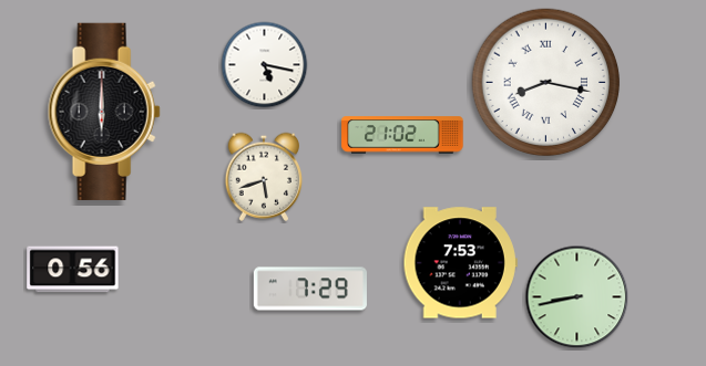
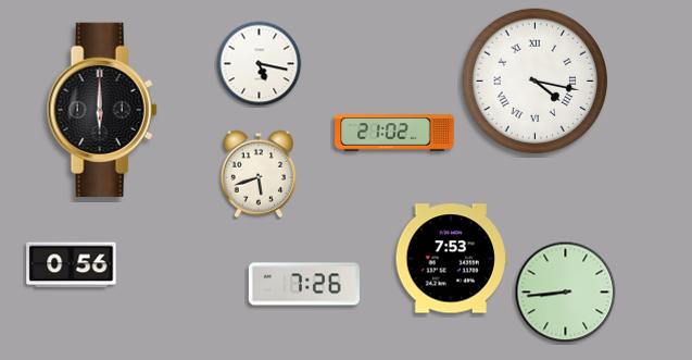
clock at (546, 83): 8:17 -> 4:17
clock at (310, 289): 7:29 -> 7:26
clock at (577, 297): 8:43 -> 8:44
